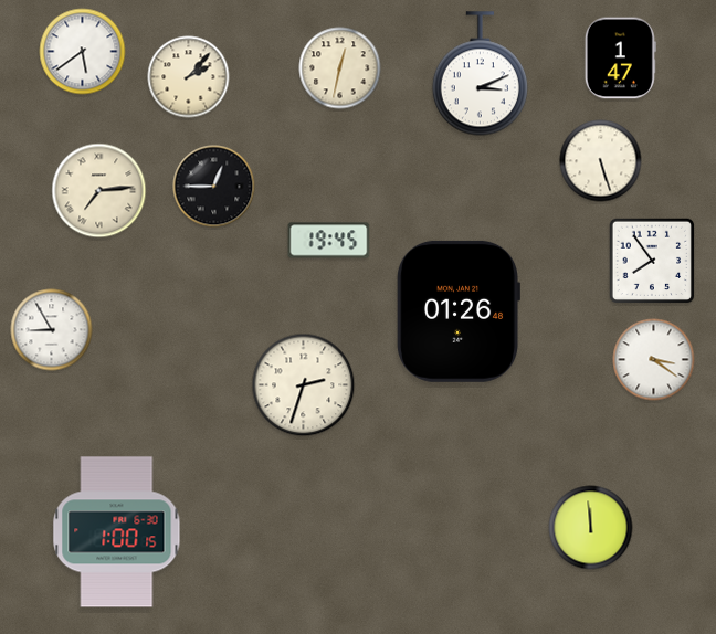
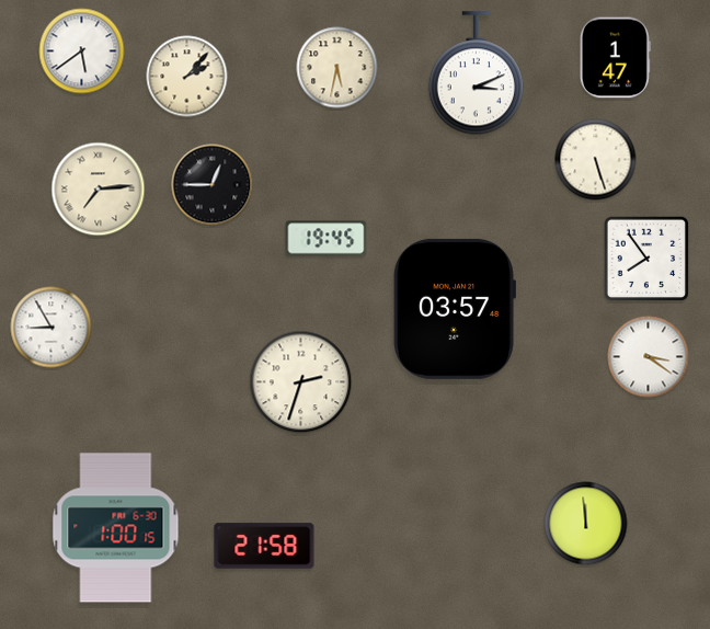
clock at (340, 68): 12:32 -> 5:32
clock at (459, 311): 01:26 -> 03:57
clock at (264, 546): none -> 21:58
